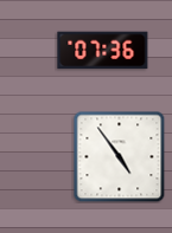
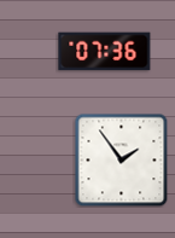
clock at (119, 156): 4:54 -> 1:54
